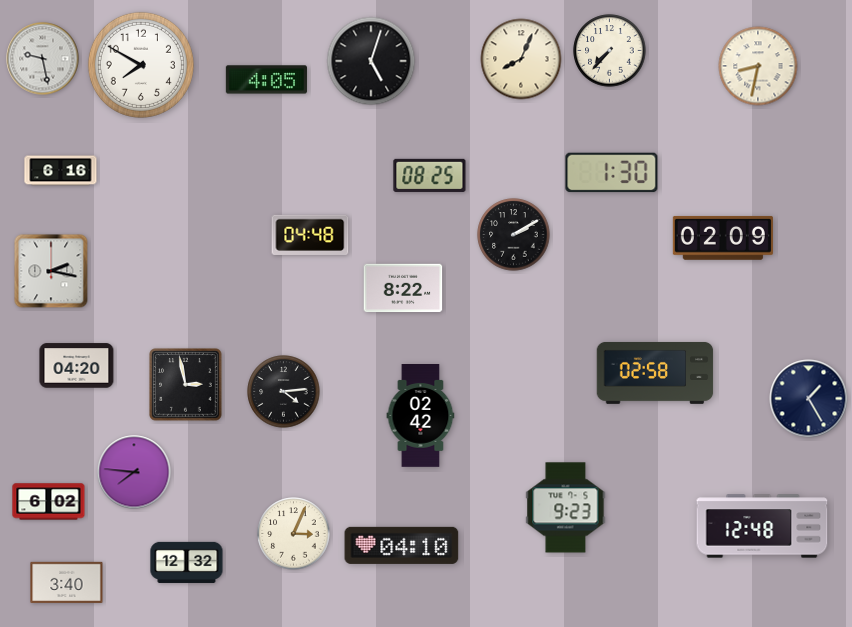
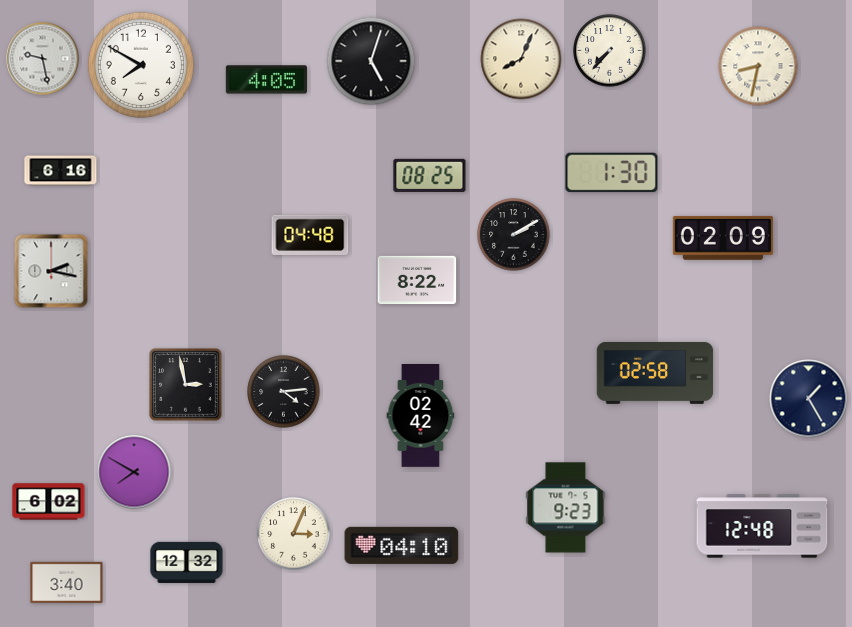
clock at (403, 288) position: (403, 288) -> (417, 280)
clock at (77, 366): 04:20 -> none
clock at (134, 472): 7:46 -> 7:50
